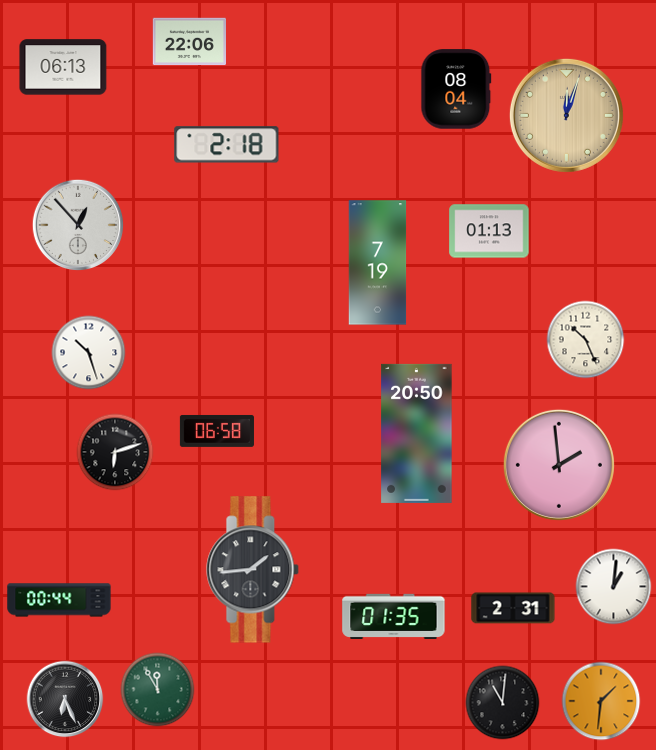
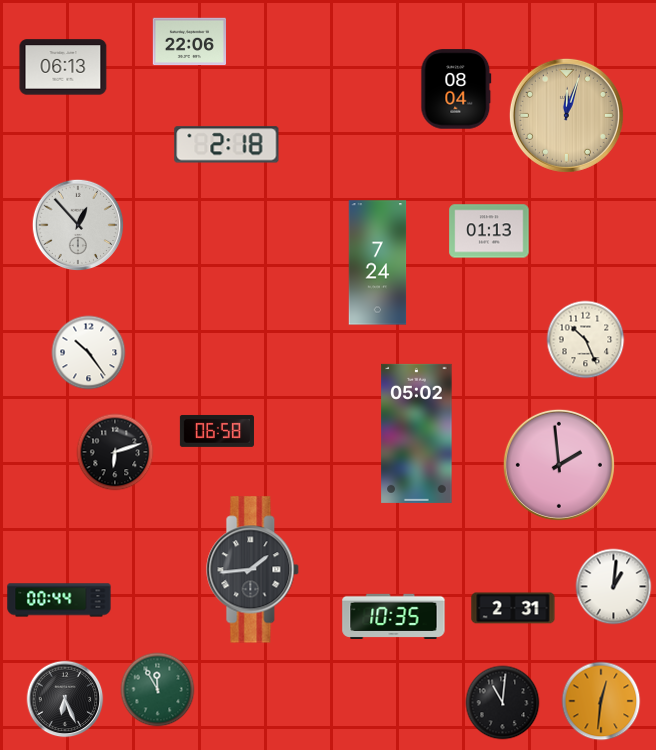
clock at (378, 263): 7:19 -> 7:24
clock at (89, 353): 10:27 -> 10:24
clock at (417, 433): 20:50 -> 05:02
clock at (394, 617): 01:35 -> 10:35
clock at (601, 701): 1:31 -> 12:31
